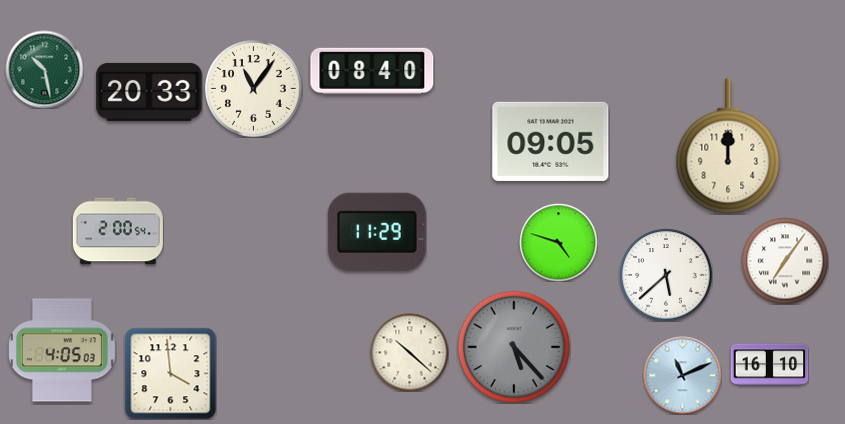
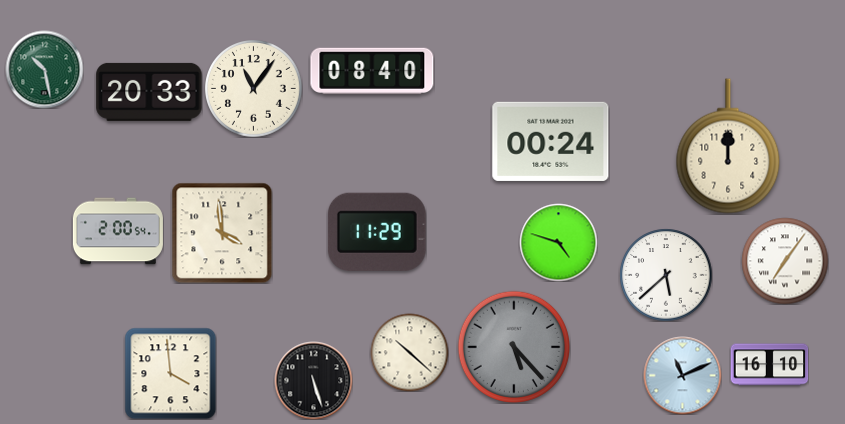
clock at (551, 141): 09:05 -> 00:24
clock at (222, 233): none -> 3:59
clock at (63, 350): 4:05 -> none
clock at (313, 380): none -> 5:27
